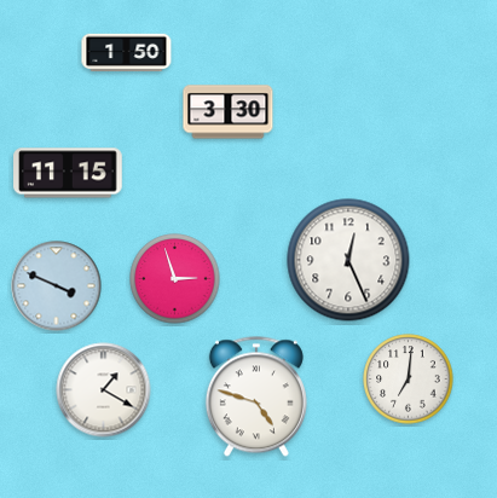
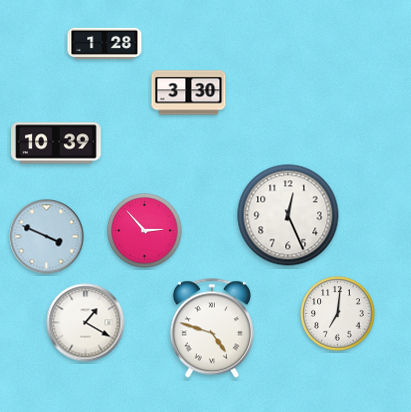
clock at (127, 53): 1:50 -> 1:28
clock at (68, 173): 11:15 -> 10:39
clock at (175, 279): 2:57 -> 2:53
